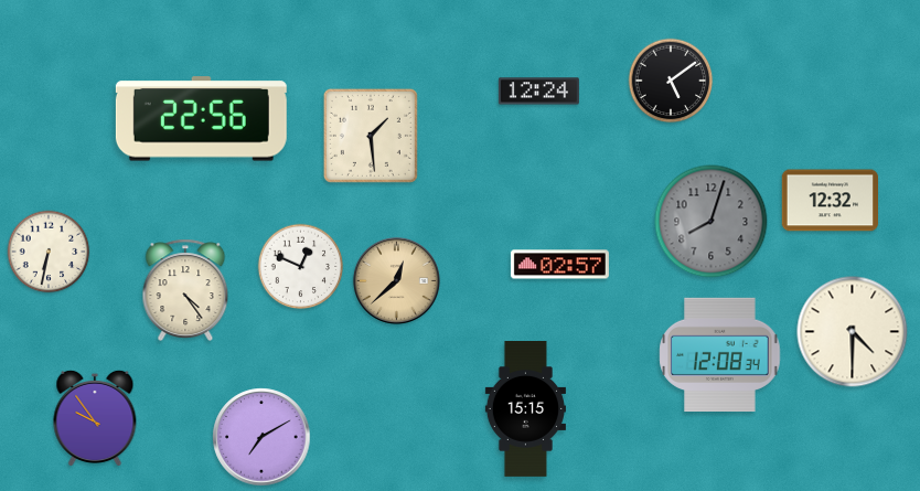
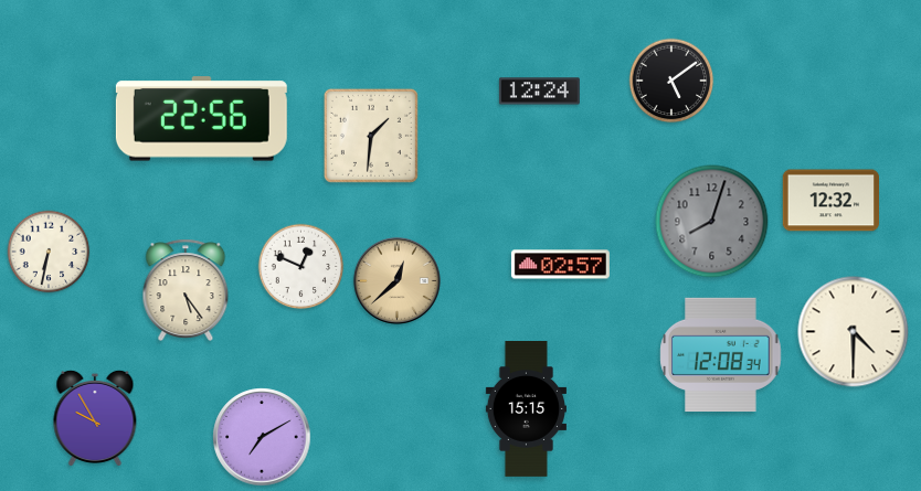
clock at (371, 136): 1:29 -> 1:31
clock at (185, 289): 4:24 -> 5:24
clock at (95, 417): 9:54 -> 9:55
